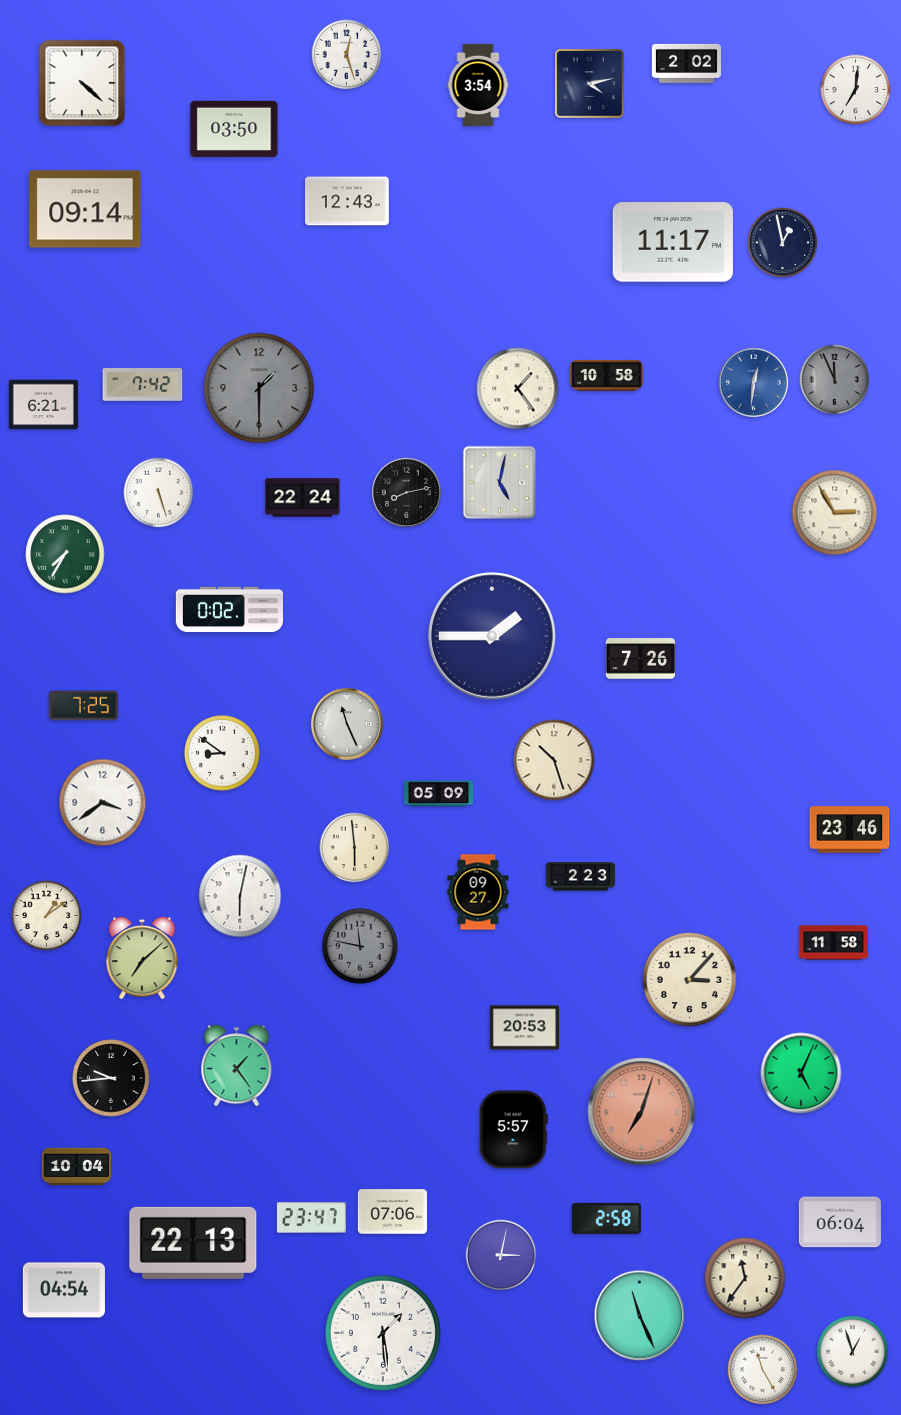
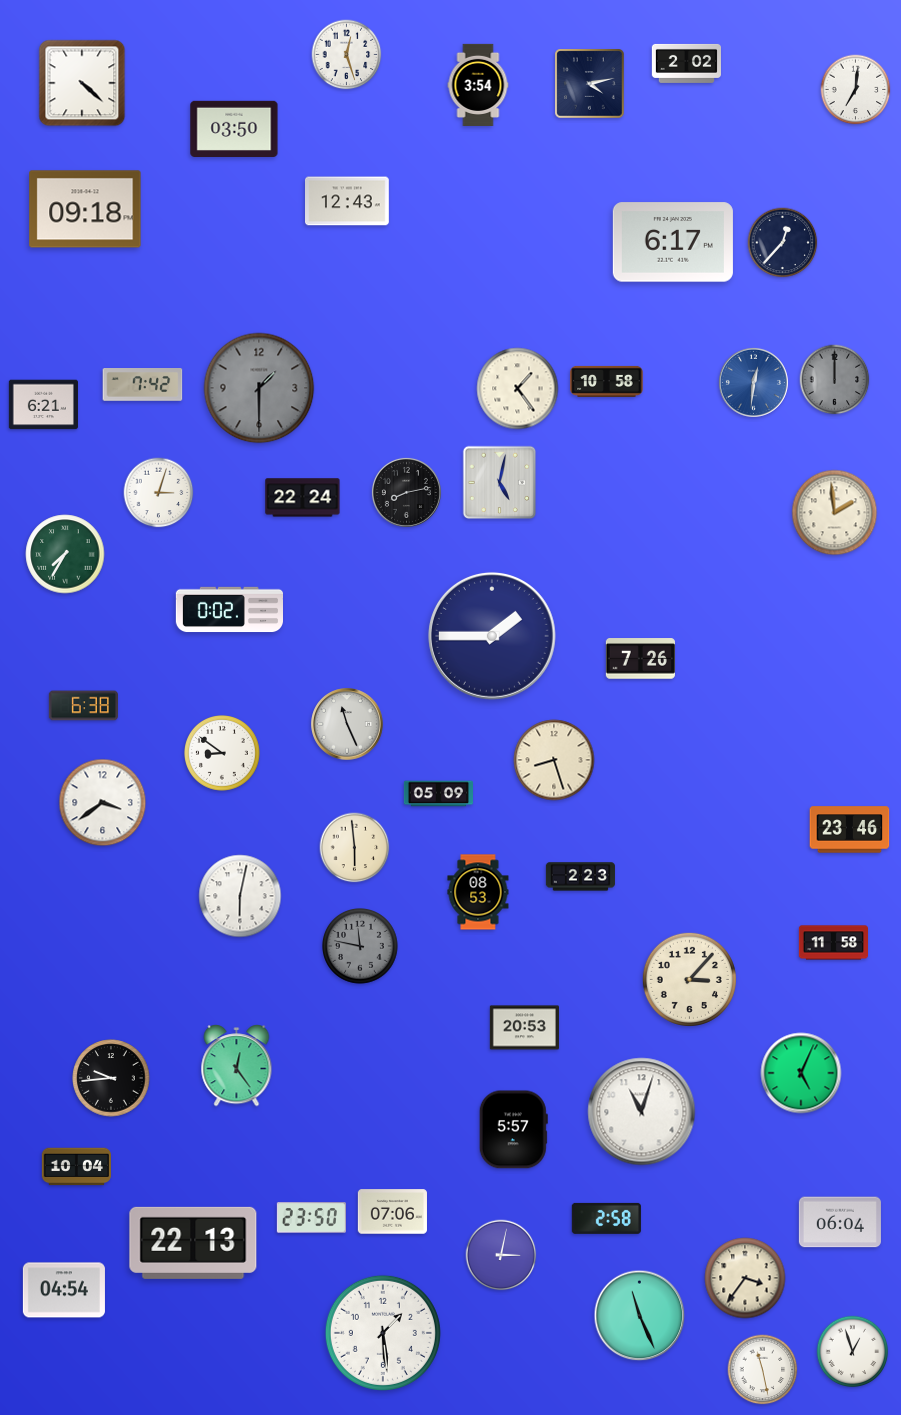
clock at (85, 209): 09:14 -> 09:18
clock at (673, 242): 11:17 -> 6:17
clock at (783, 243): 12:58 -> 12:37
clock at (607, 375) position: (607, 375) -> (607, 381)
clock at (835, 380): 11:56 -> 12:00
clock at (159, 493): 5:27 -> 3:03
clock at (835, 513): 2:55 -> 1:59
clock at (83, 706): 7:25 -> 6:38
clock at (554, 760): 10:27 -> 8:27
clock at (478, 892): 09:27 -> 08:53
clock at (47, 916): 1:09 -> none
clock at (142, 958): 7:08 -> none
clock at (237, 1066): 1:24 -> 12:24
clock at (642, 1112): 7:03 -> 11:03
clock at (642, 1112) dial: salmon -> white
clock at (311, 1218): 23:47 -> 23:50
clock at (745, 1278): 11:36 -> 3:36
clock at (763, 1370): 11:25 -> 11:28
